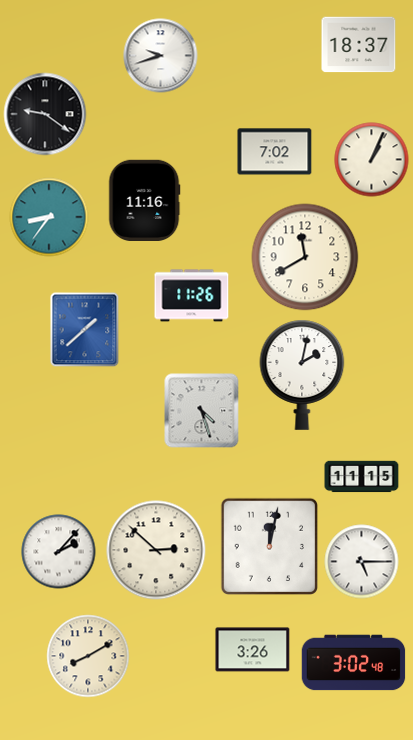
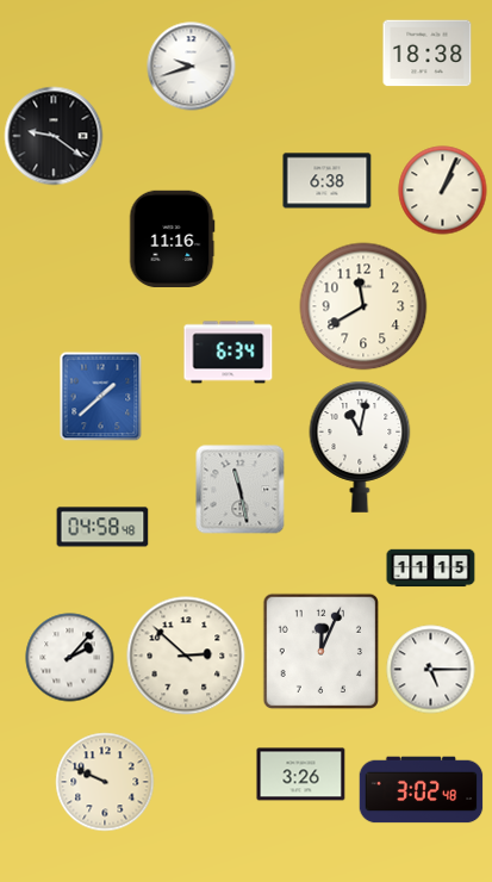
clock at (359, 45): 18:37 -> 18:38
clock at (275, 152): 7:02 -> 6:38
clock at (49, 217): 8:36 -> none
clock at (192, 296): 11:26 -> 6:34
clock at (85, 330) position: (85, 330) -> (101, 397)
clock at (302, 375): 2:02 -> 11:02
clock at (202, 411): 4:27 -> 11:28
clock at (102, 527): none -> 04:58
clock at (269, 546): 12:02 -> 12:04
clock at (88, 656): 8:10 -> 9:49
